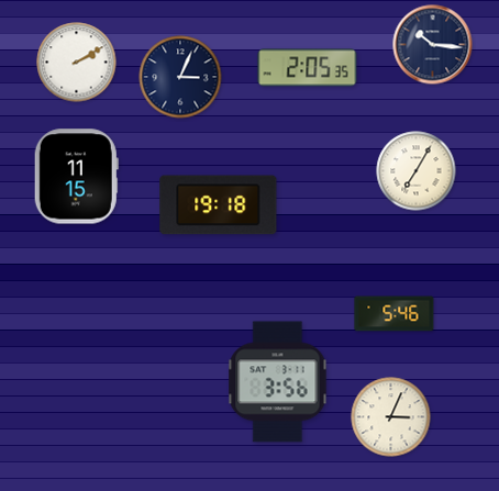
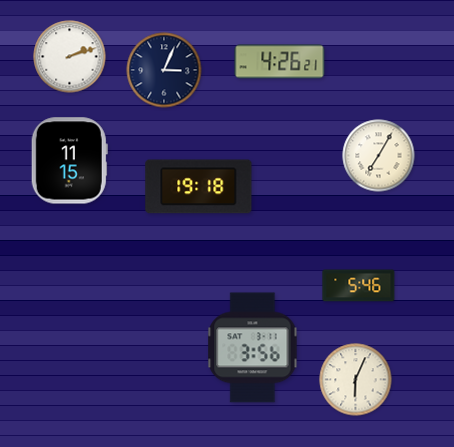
clock at (433, 45): 10:16 -> none
clock at (77, 63): 2:10 -> 2:12
clock at (308, 68): 2:05 -> 4:26
clock at (391, 417): 3:04 -> 6:04
